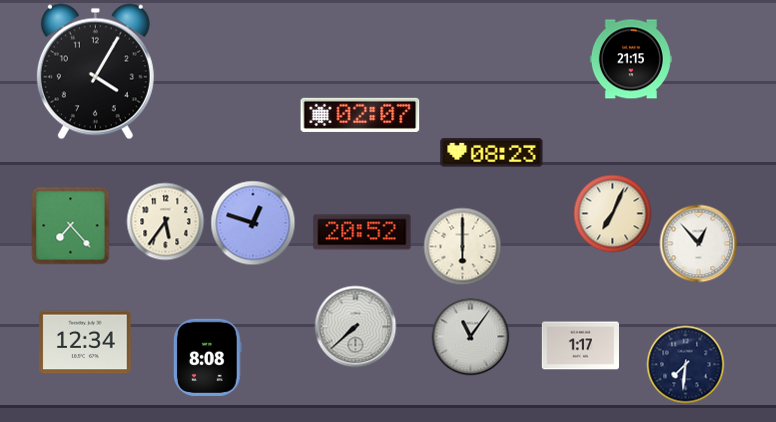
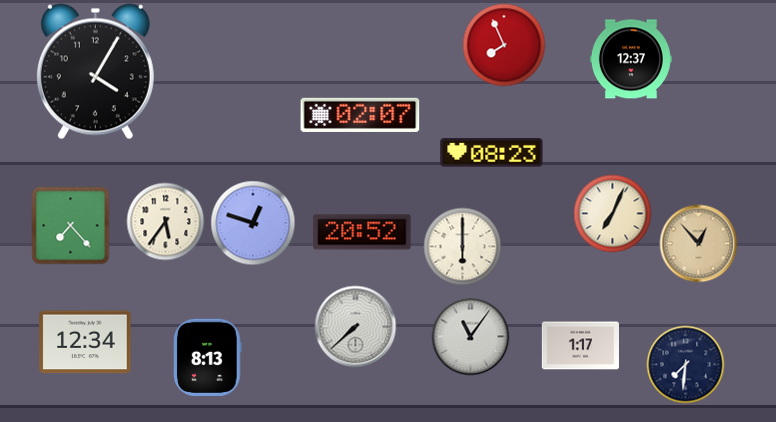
clock at (504, 45): none -> 7:56
clock at (631, 59): 21:15 -> 12:37
clock at (698, 243) dial: white -> champagne
clock at (208, 357): 8:08 -> 8:13
